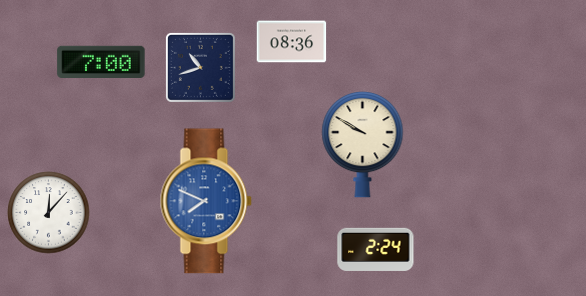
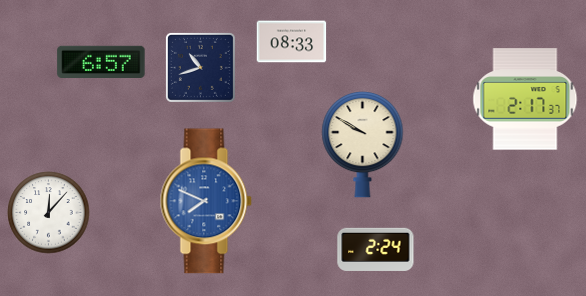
clock at (292, 42): 08:36 -> 08:33
clock at (101, 61): 7:00 -> 6:57
clock at (525, 99): none -> 2:17
